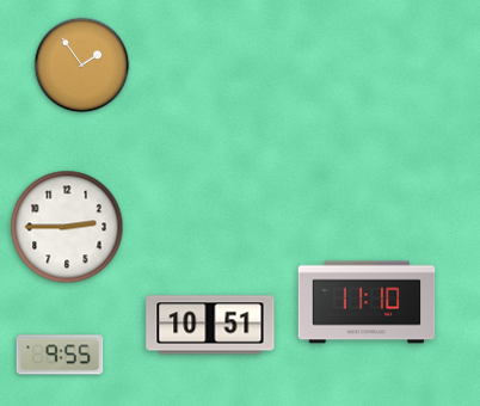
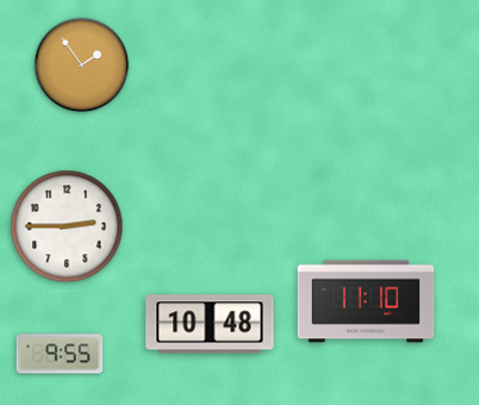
clock at (210, 325): 10:51 -> 10:48
